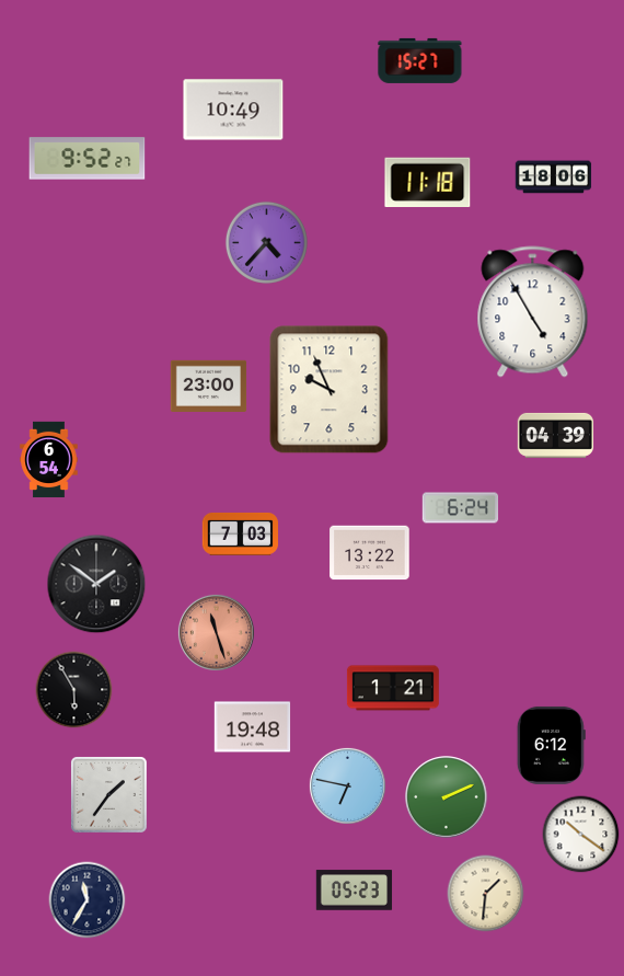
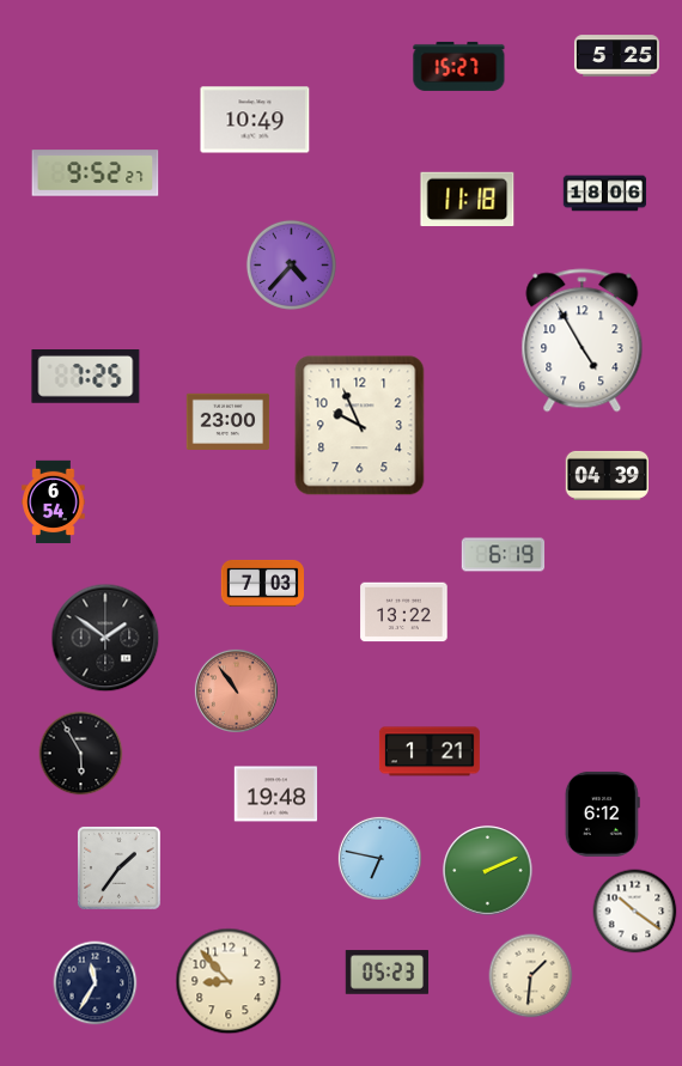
clock at (616, 56): none -> 5:25
clock at (86, 377): none -> 7:25
clock at (461, 508): 6:24 -> 6:19
clock at (370, 553) position: (370, 553) -> (404, 613)
clock at (216, 632): 11:27 -> 10:54
clock at (229, 981): none -> 8:53
